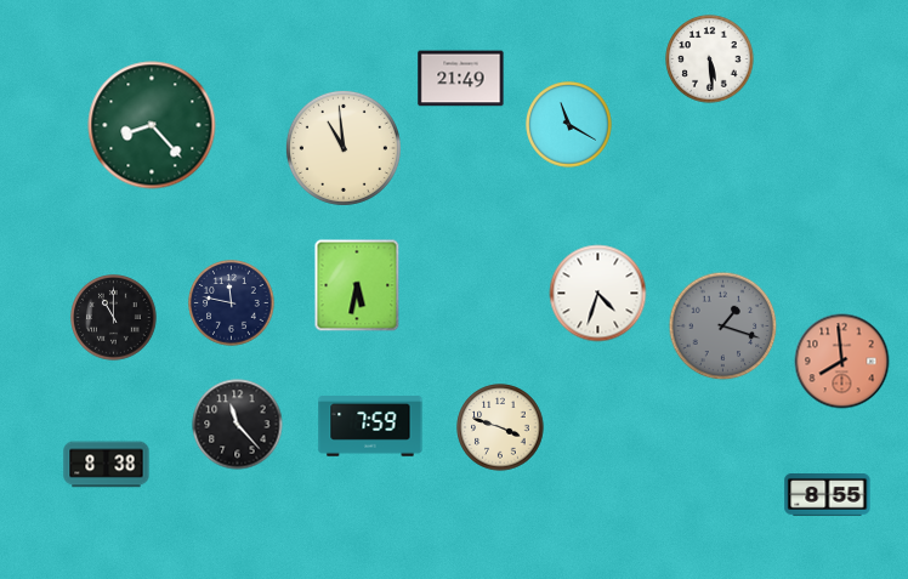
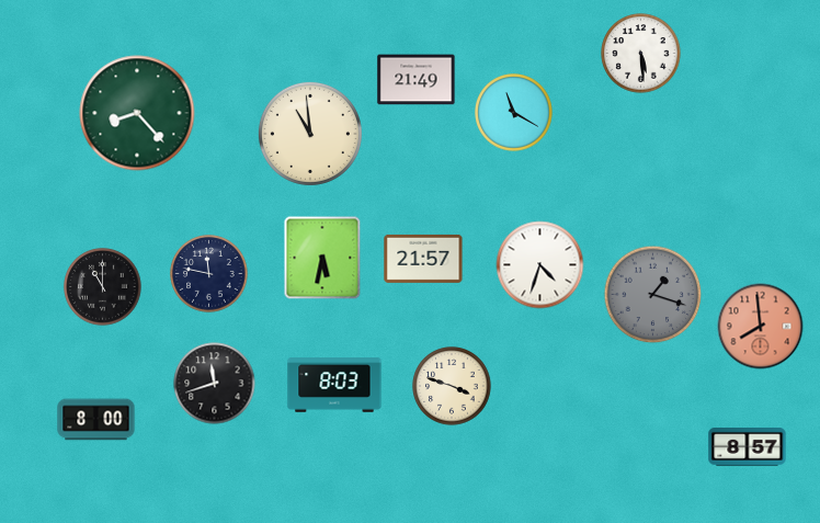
clock at (461, 79) position: (461, 79) -> (417, 80)
clock at (423, 259): none -> 21:57
clock at (238, 425): 11:23 -> 11:42
clock at (370, 426): 7:59 -> 8:03
clock at (107, 465): 8:38 -> 8:00
clock at (828, 495): 8:55 -> 8:57
